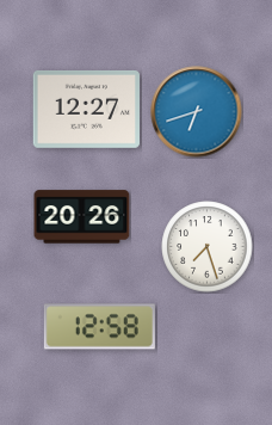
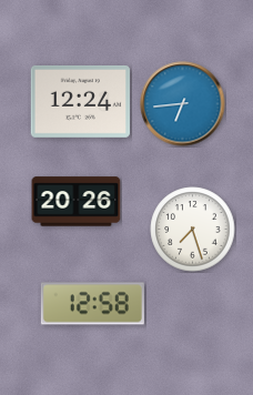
clock at (86, 109): 12:27 -> 12:24
clock at (197, 112): 6:42 -> 6:44
